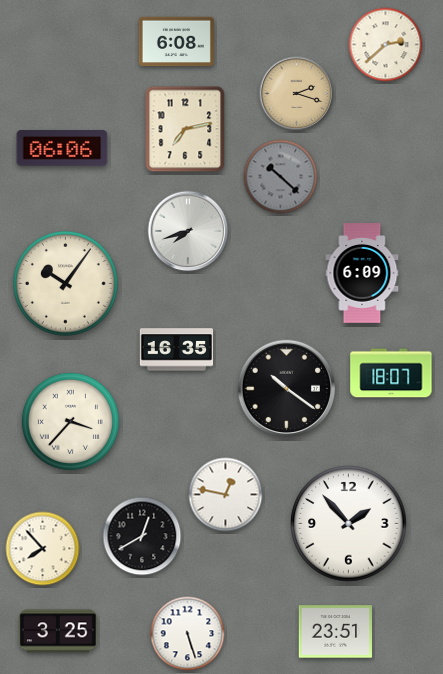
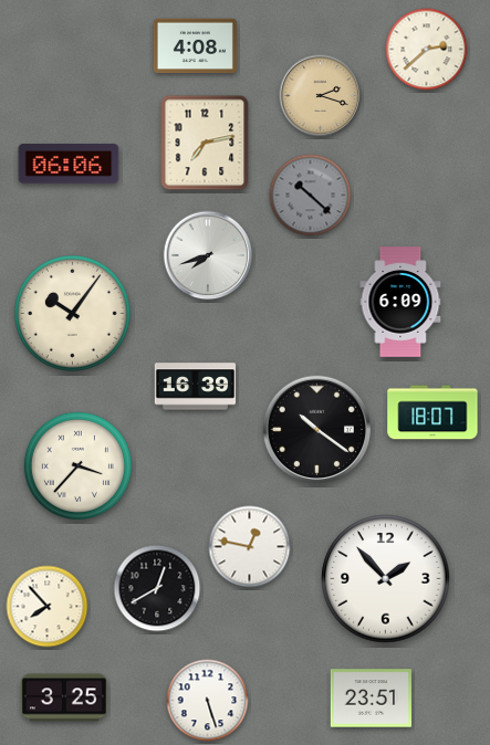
clock at (176, 42): 6:08 -> 4:08
clock at (297, 94) position: (297, 94) -> (321, 96)
clock at (177, 350): 16:35 -> 16:39
clock at (142, 536) position: (142, 536) -> (157, 588)
